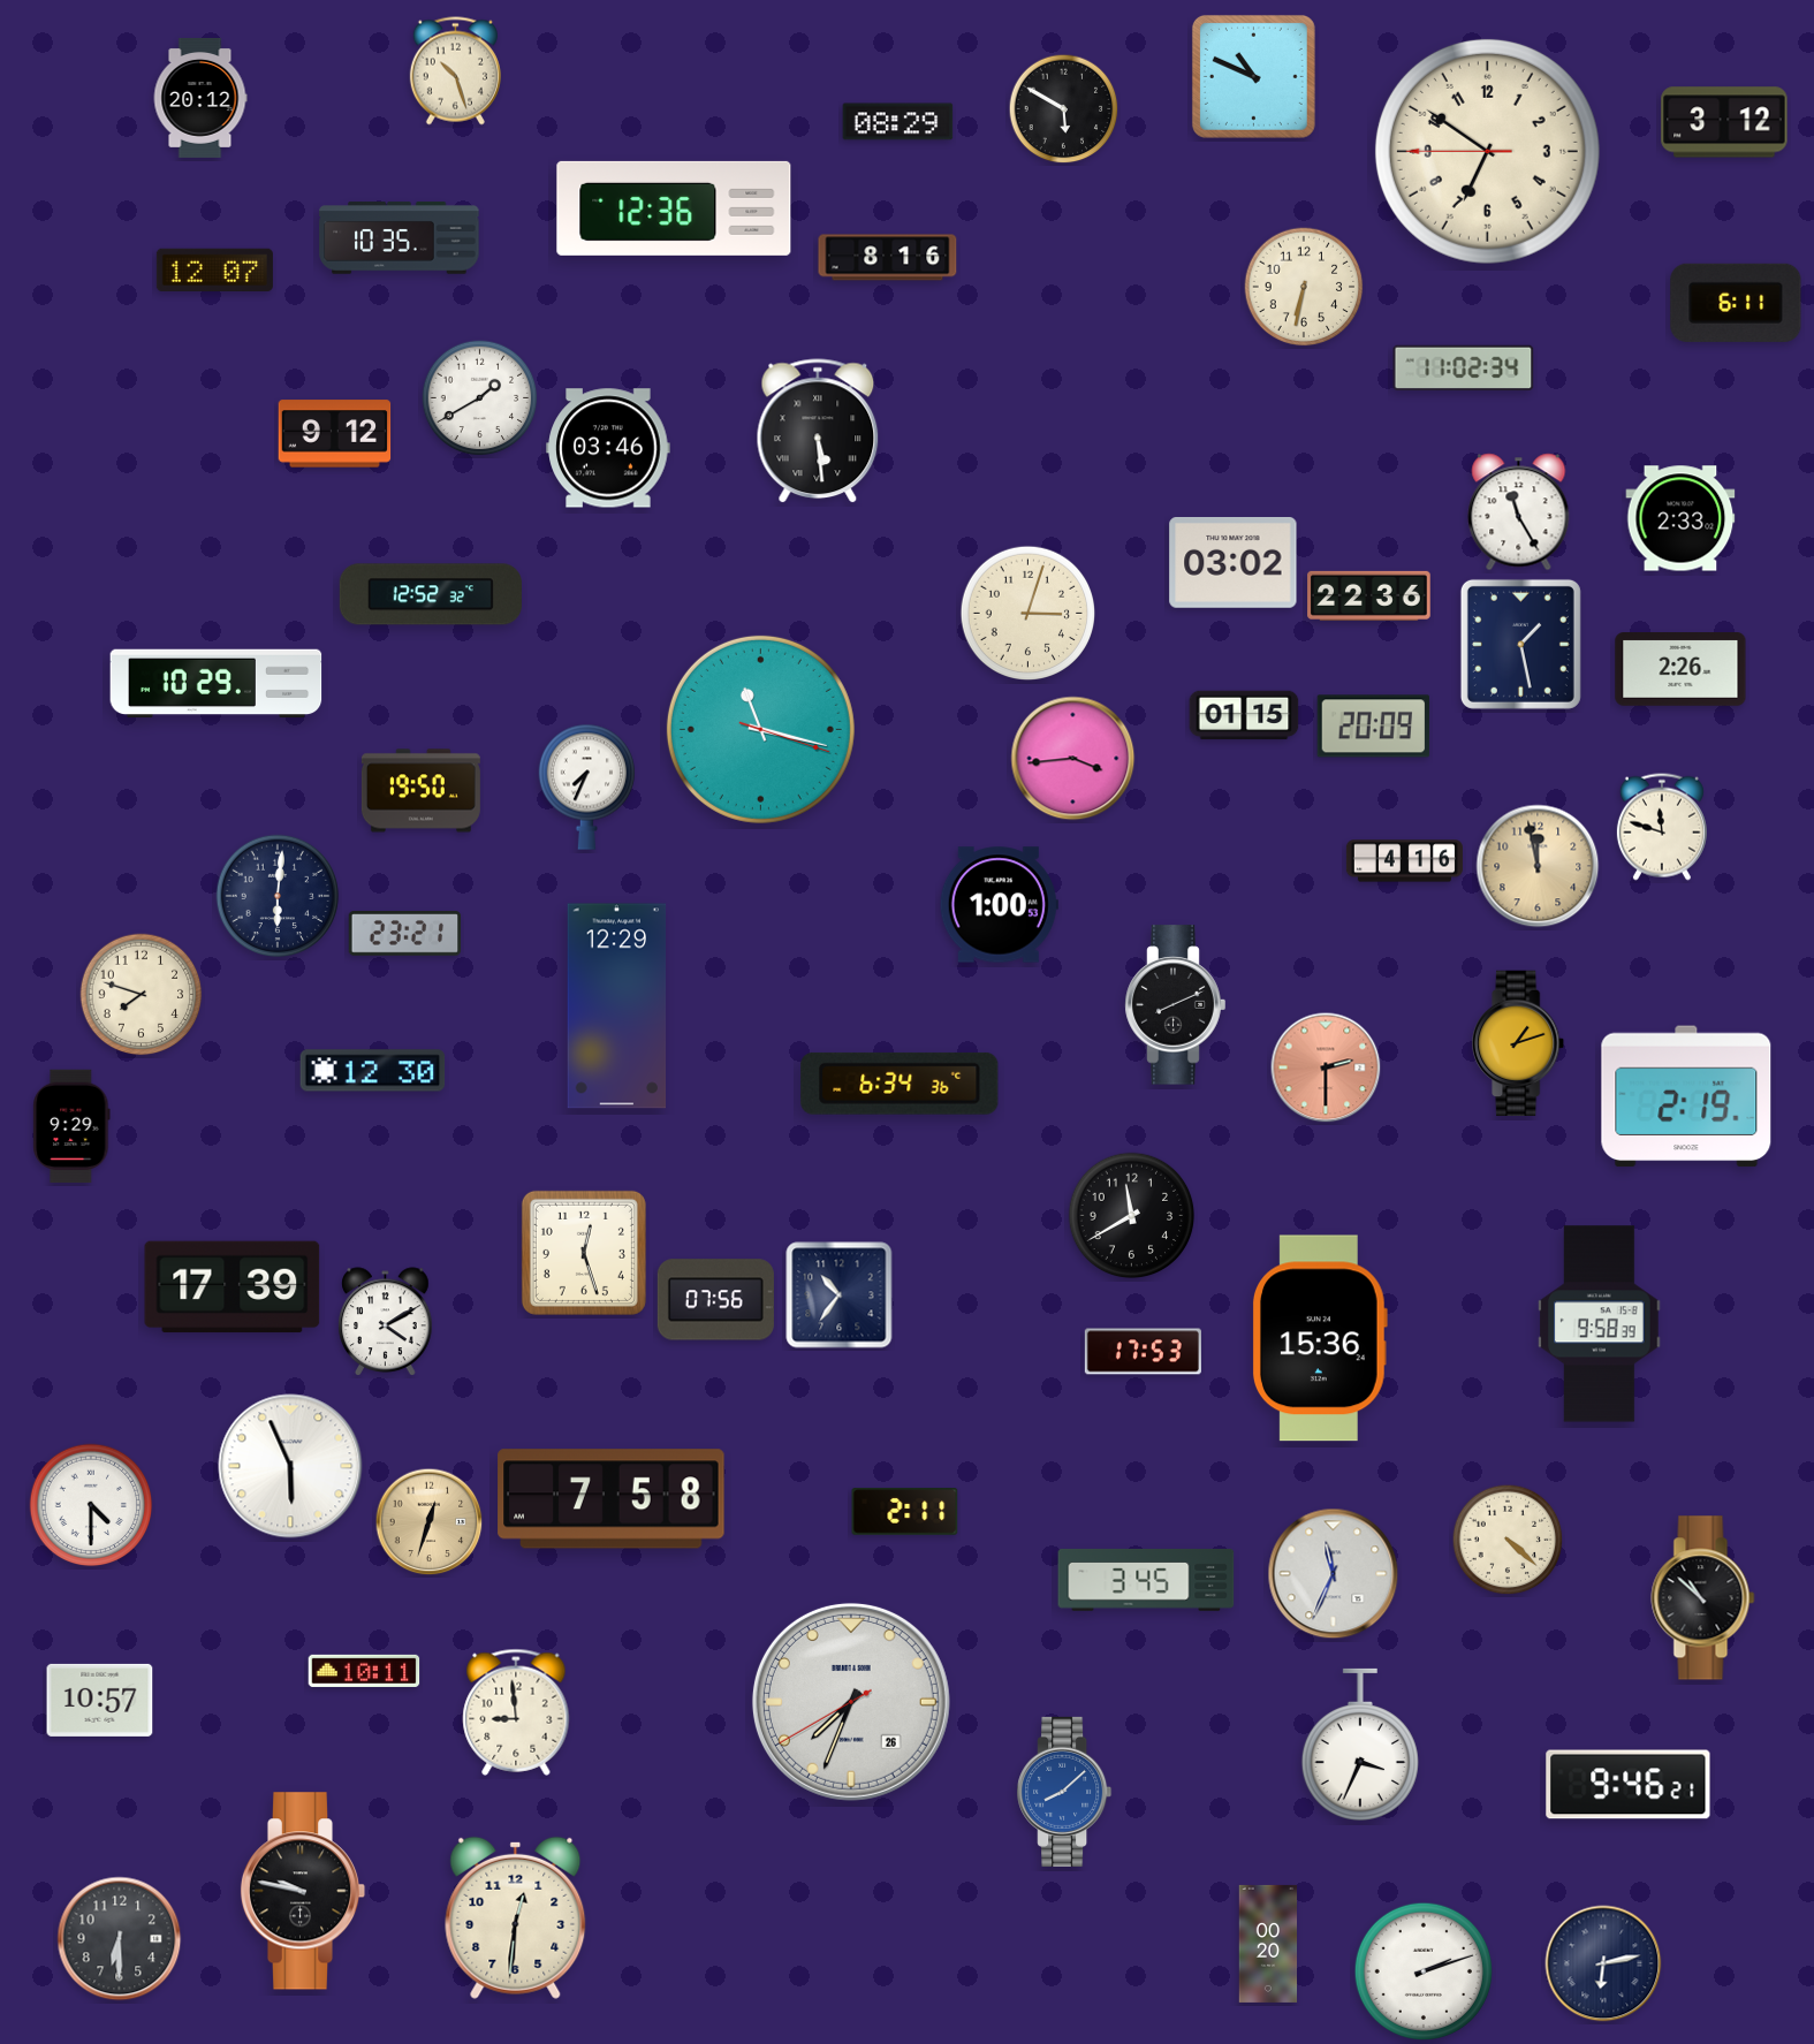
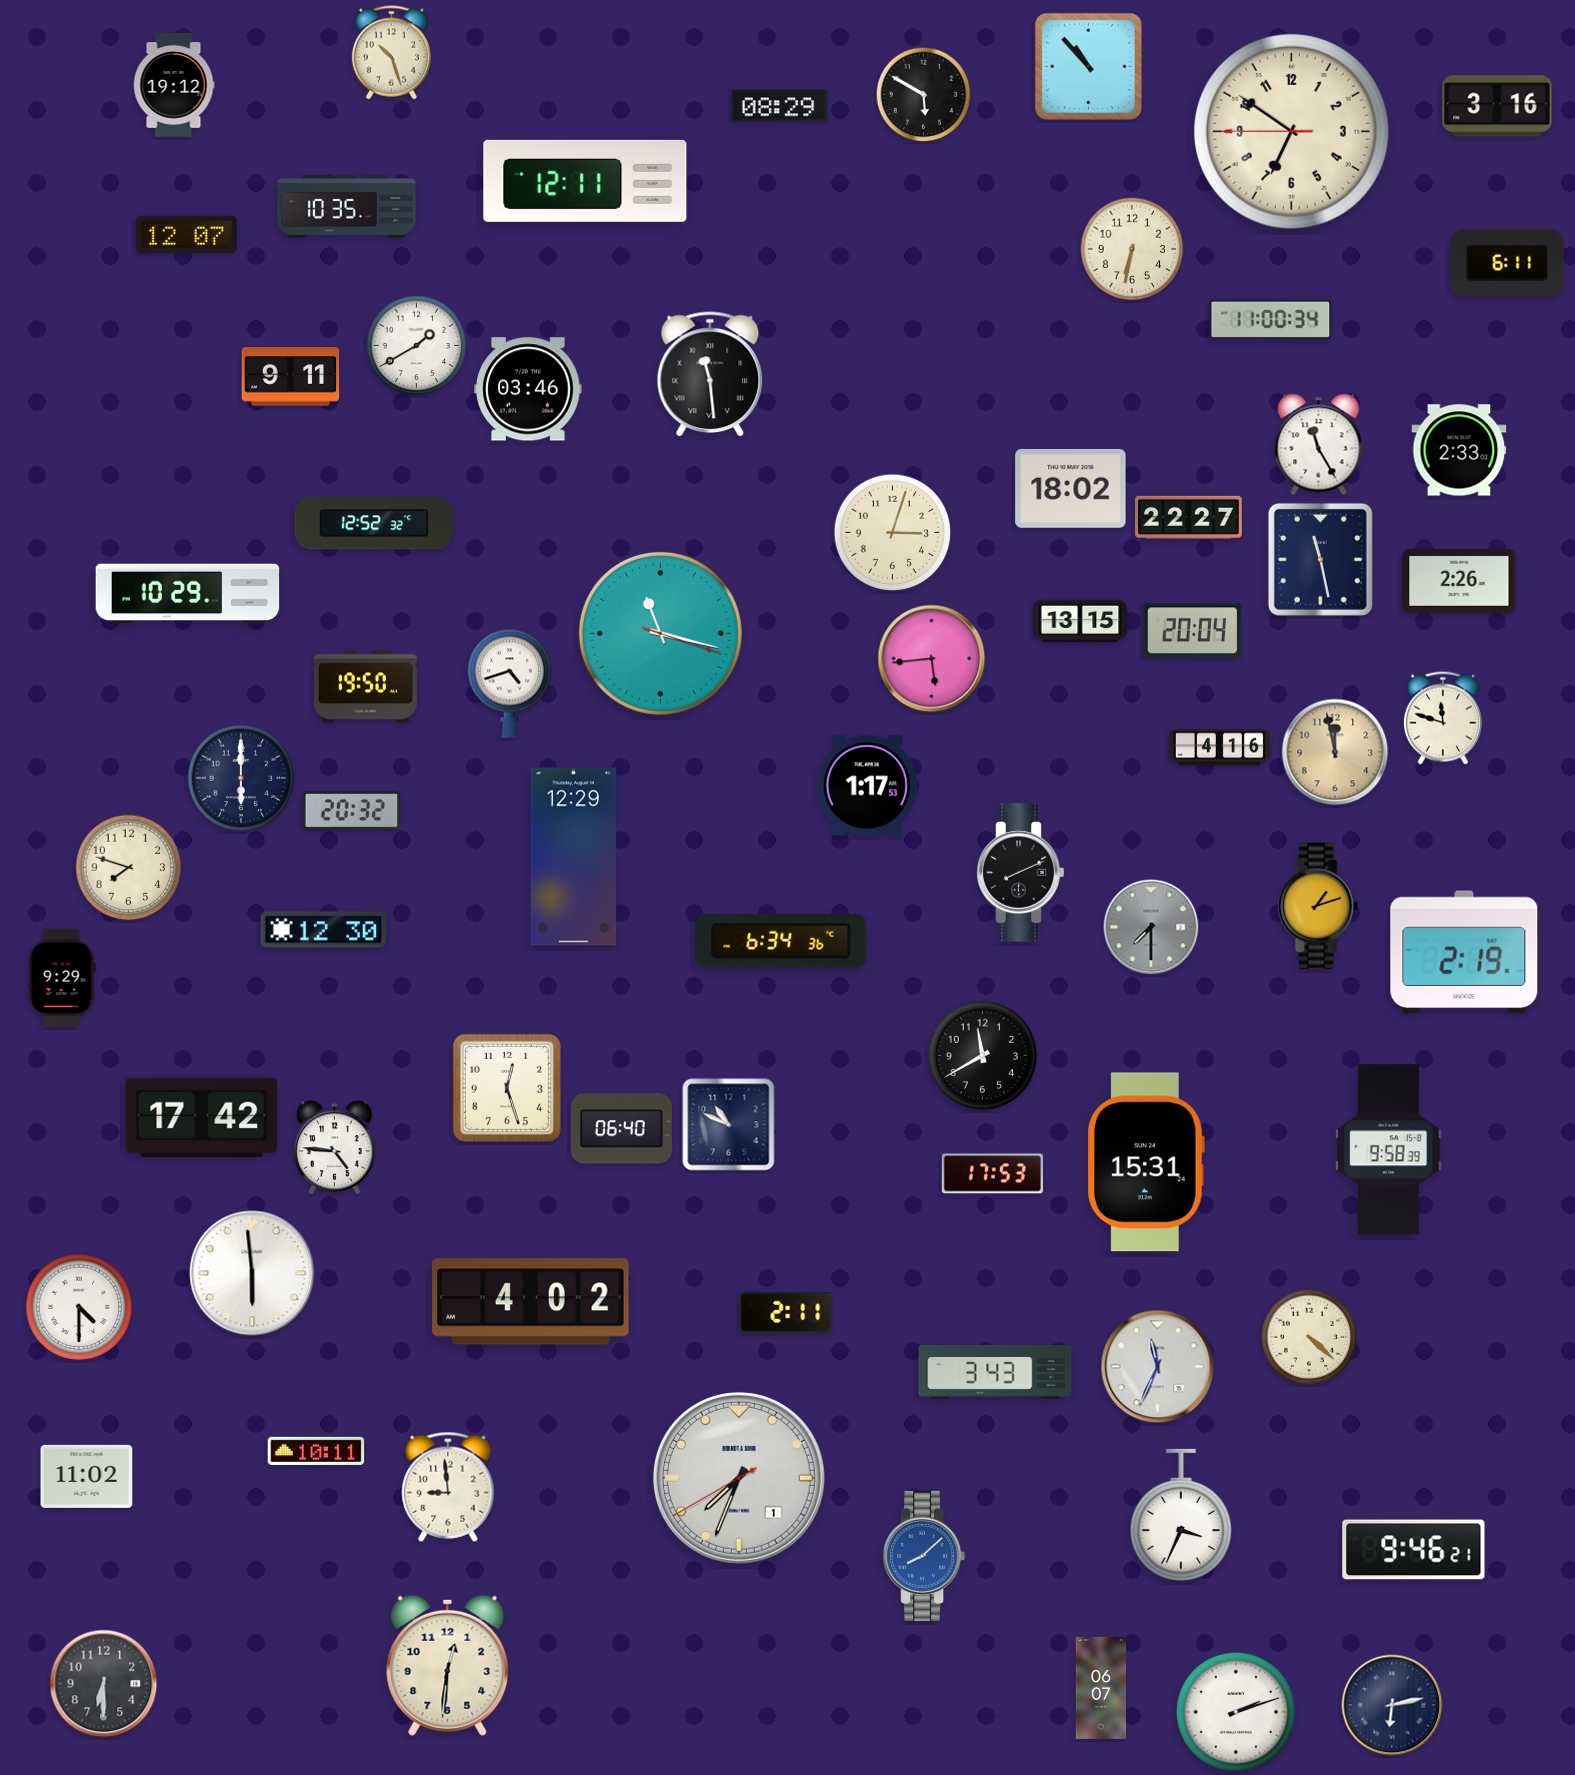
clock at (455, 71) position: (455, 71) -> (391, 53)
clock at (1253, 76): 10:49 -> 10:53
clock at (200, 98): 20:12 -> 19:12
clock at (1724, 122): 3:12 -> 3:16
clock at (674, 208): 12:36 -> 12:11
clock at (888, 258): 8:16 -> none
clock at (1464, 367): 11:02 -> 11:00
clock at (818, 432): 5:29 -> 11:29
clock at (335, 434): 9:12 -> 9:11
clock at (1234, 562): 03:02 -> 18:02
clock at (431, 594) position: (431, 594) -> (374, 523)
clock at (1369, 595): 22:36 -> 22:27
clock at (1520, 644): 1:28 -> 11:28
clock at (1244, 715): 01:15 -> 13:15
clock at (1374, 727): 20:09 -> 20:04
clock at (1073, 759): 3:44 -> 5:44
clock at (586, 787): 7:34 -> 4:42
clock at (278, 896): 6:01 -> 6:00
clock at (999, 905): 1:00 -> 1:17
clock at (405, 934): 23:21 -> 20:32
clock at (142, 995) position: (142, 995) -> (129, 868)
clock at (617, 1006) position: (617, 1006) -> (574, 857)
clock at (1326, 1067): 2:30 -> 7:30
clock at (1326, 1067) dial: salmon -> grey
clock at (233, 1287): 17:39 -> 17:42
clock at (840, 1295): 10:36 -> 10:49
clock at (715, 1300): 07:56 -> 06:40
clock at (386, 1322): 4:10 -> 4:46
clock at (1320, 1338): 15:36 -> 15:31
clock at (290, 1466): 5:56 -> 5:59
clock at (612, 1499): 7:58 -> 4:02
clock at (430, 1522): 12:33 -> none
clock at (1146, 1580): 3:45 -> 3:43
clock at (1703, 1598): 10:52 -> none
clock at (100, 1700): 10:57 -> 11:02
clock at (851, 1702) date: 26 -> 1
clock at (303, 1891): 9:47 -> none
clock at (1268, 1944): 00:20 -> 06:07
